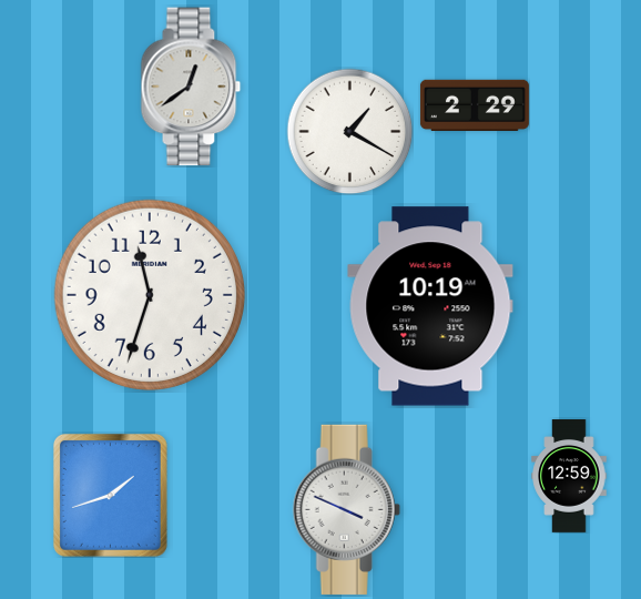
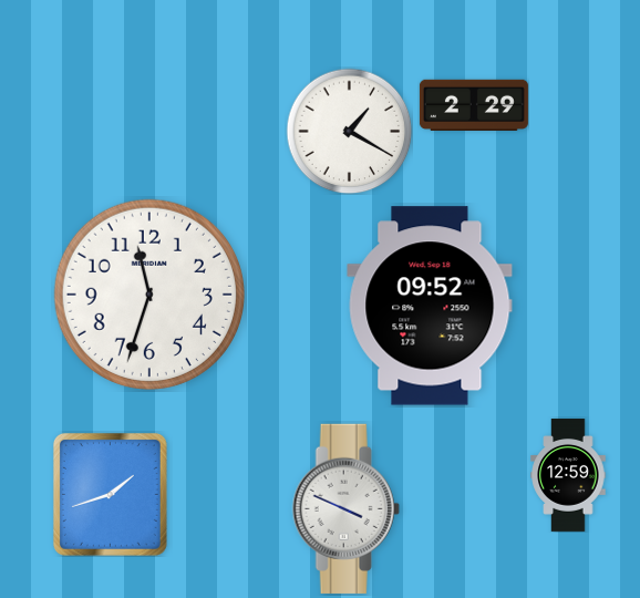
clock at (191, 87): 12:39 -> none
clock at (430, 306): 10:19 -> 09:52
